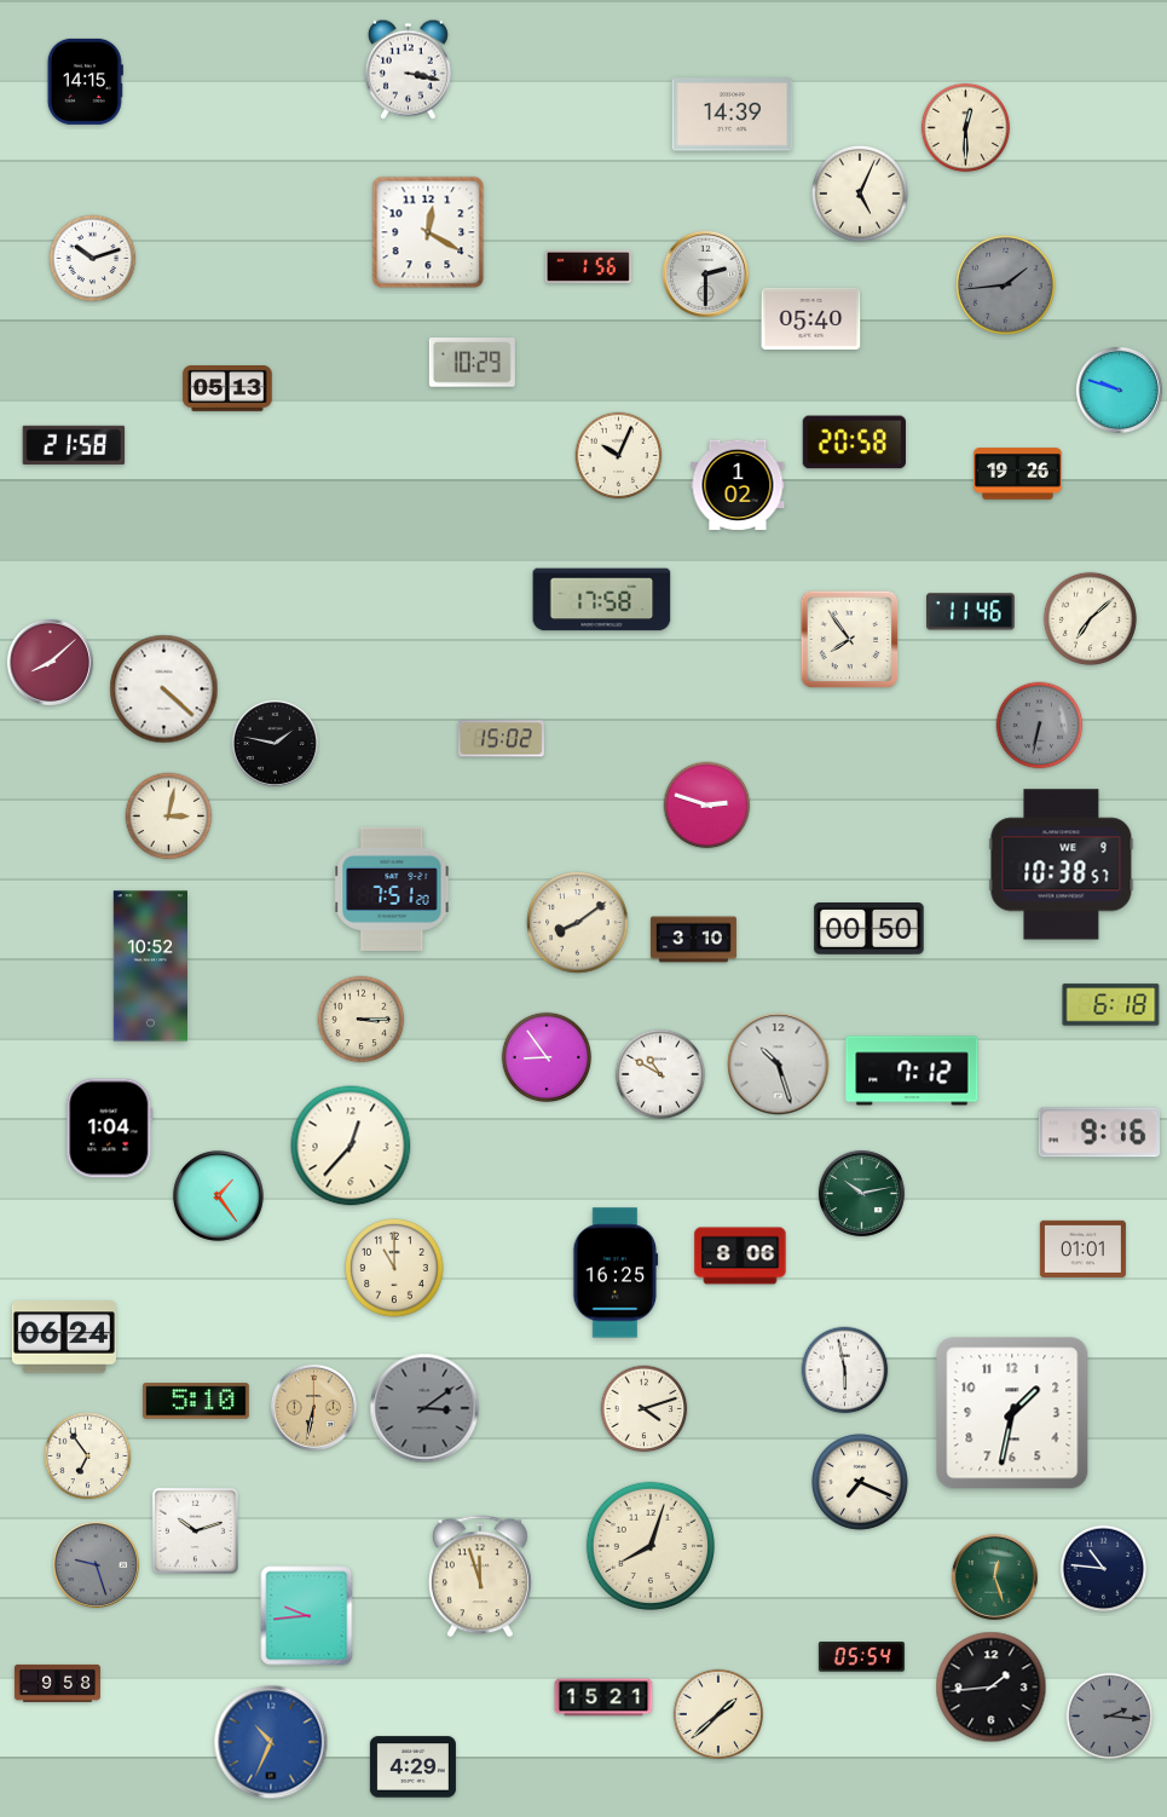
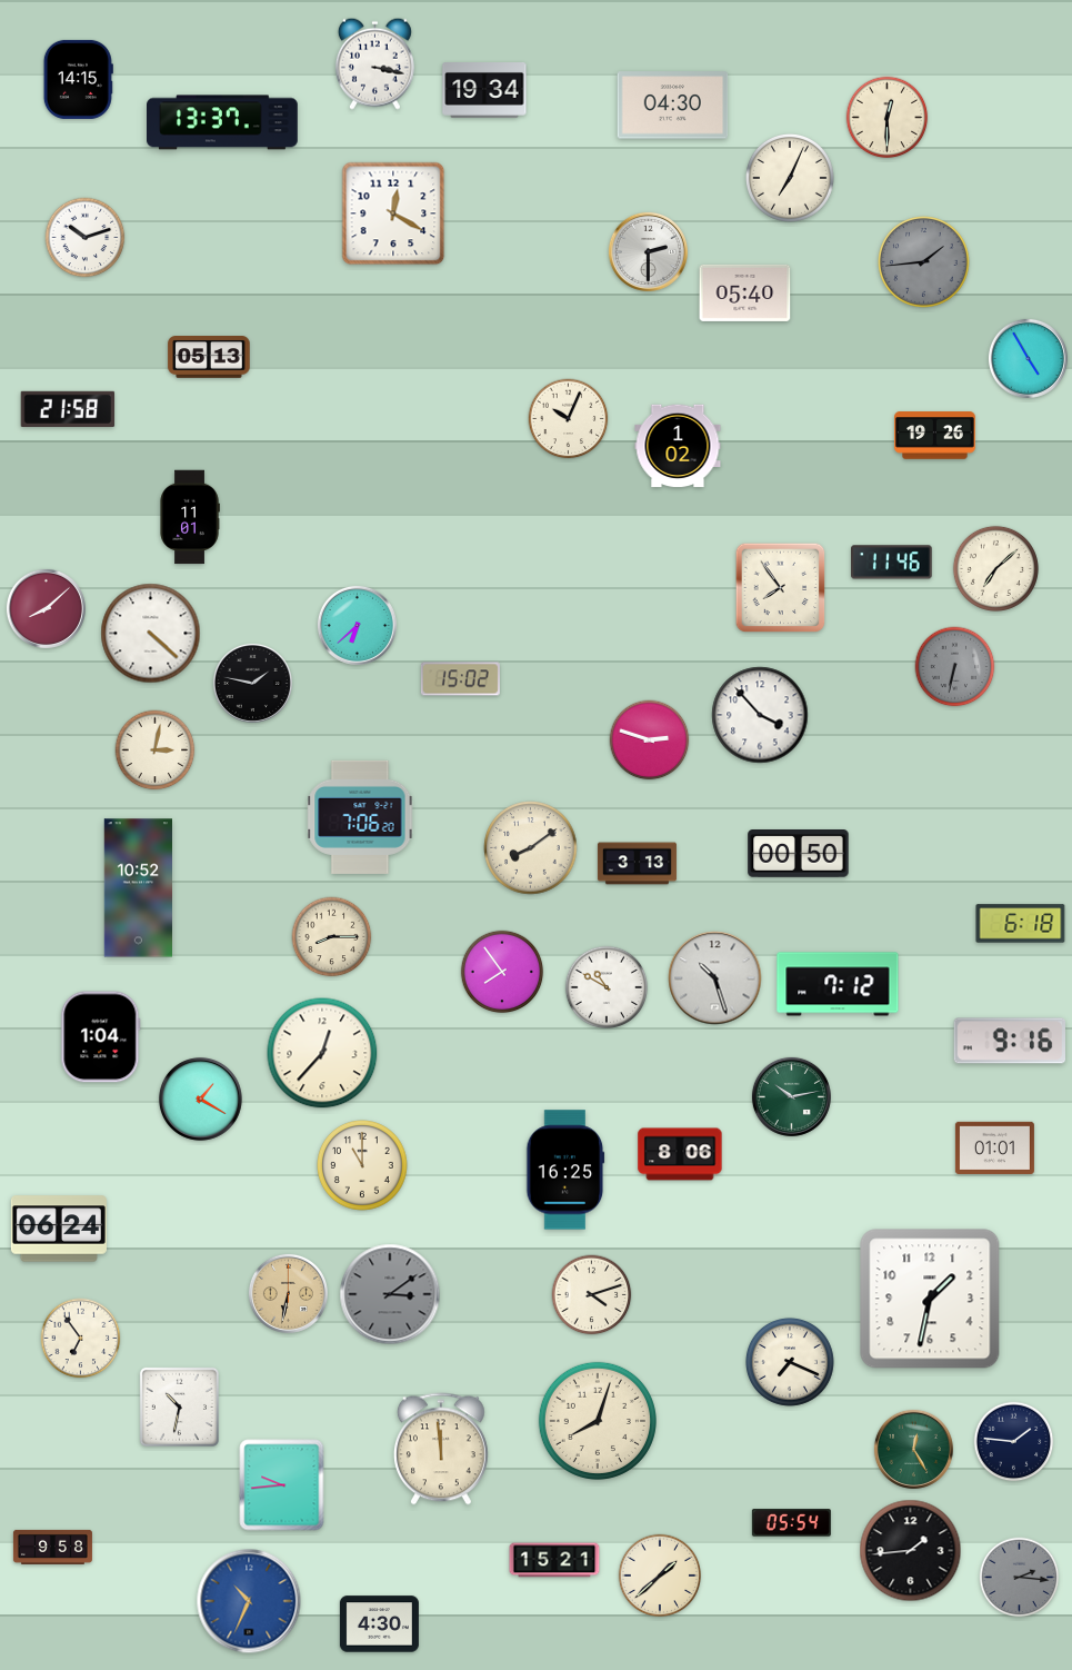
clock at (85, 81) position: (85, 81) -> (78, 79)
clock at (484, 91): none -> 19:34
clock at (733, 115): 14:39 -> 04:30
clock at (223, 122): none -> 13:37
clock at (860, 194): 5:04 -> 7:04
clock at (588, 266): 1:56 -> none
clock at (472, 363): 10:29 -> none
clock at (1119, 390): 9:48 -> 4:55
clock at (854, 443): 20:58 -> none
clock at (190, 517): none -> 11:01
clock at (602, 600): 17:58 -> none
clock at (1090, 618) position: (1090, 618) -> (995, 568)
clock at (357, 625): none -> 6:38
clock at (760, 715): none -> 3:53
clock at (1062, 865): 10:38 -> none
clock at (392, 889): 7:51 -> 7:06
clock at (693, 940): 3:10 -> 3:13
clock at (362, 1020): 3:15 -> 8:15
clock at (547, 1057): 8:54 -> 7:54
clock at (218, 1195): 1:24 -> 1:20
clock at (845, 1371): 5:58 -> none
clock at (196, 1401): 5:10 -> none
clock at (195, 1530): 10:12 -> 10:32
clock at (96, 1564): 9:27 -> none
clock at (1104, 1569): 10:46 -> 1:46
clock at (480, 1576): 11:57 -> 11:59
clock at (994, 1576): 12:27 -> 12:25
clock at (412, 1767): 4:29 -> 4:30
